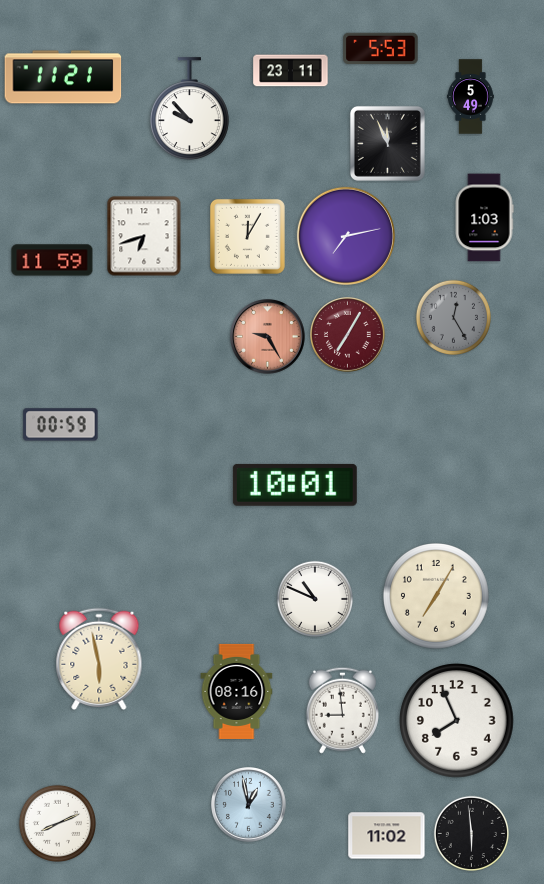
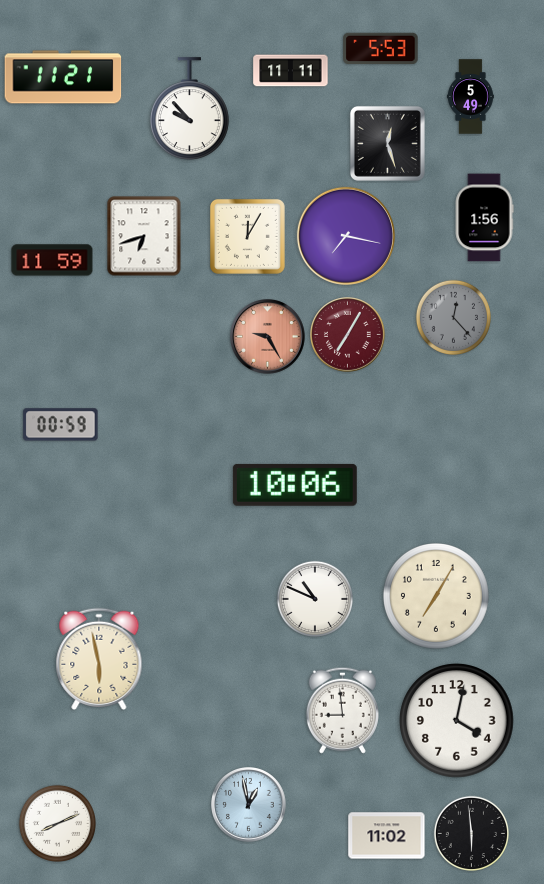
clock at (291, 71): 23:11 -> 11:11
clock at (387, 143): 11:56 -> 12:27
clock at (484, 218): 1:03 -> 1:56
clock at (346, 236): 7:13 -> 7:17
clock at (453, 317): 12:25 -> 12:23
clock at (295, 485): 10:01 -> 10:06
clock at (237, 691): 08:16 -> none
clock at (457, 721): 7:56 -> 4:02
